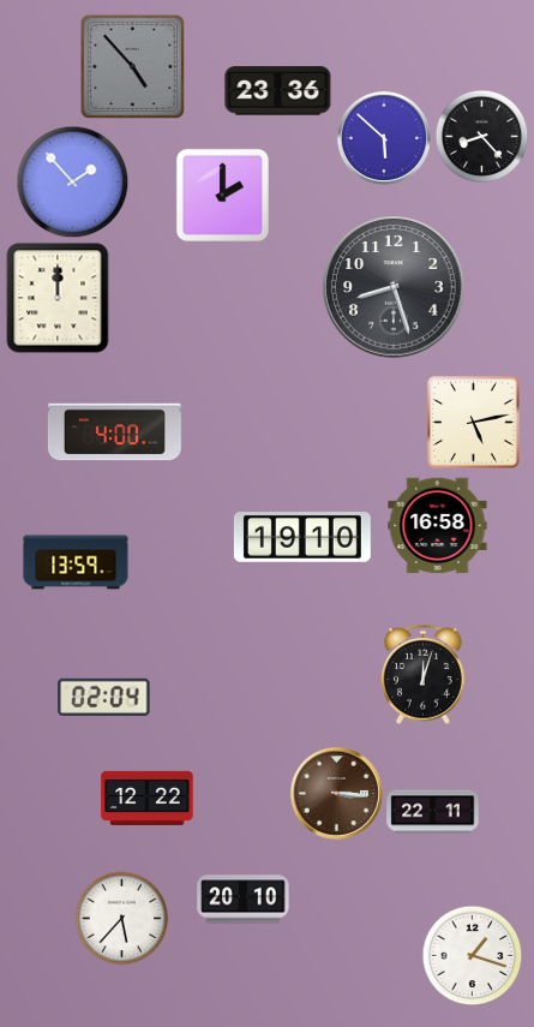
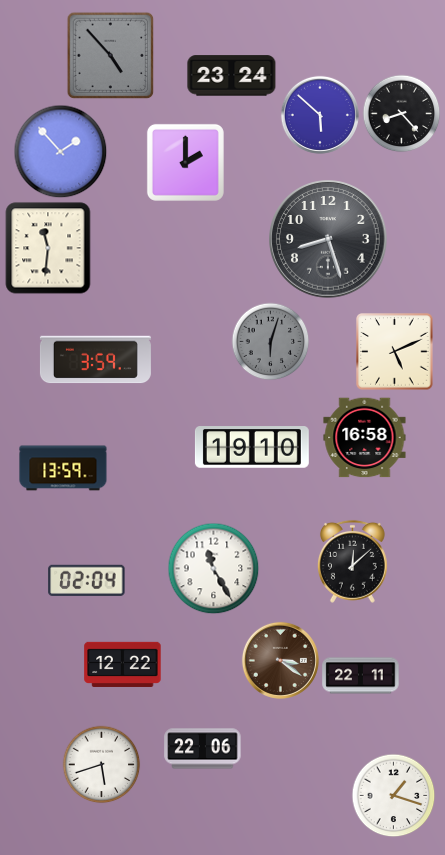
clock at (278, 91): 23:36 -> 23:24
clock at (58, 298): 12:00 -> 11:31
clock at (270, 341): none -> 6:03
clock at (474, 423): 5:13 -> 5:11
clock at (114, 432): 4:00 -> 3:59
clock at (422, 674): 12:03 -> 12:08
clock at (213, 568): none -> 11:25
clock at (336, 793): 3:16 -> 3:21
clock at (244, 900): 20:10 -> 22:06
clock at (121, 918): 5:37 -> 5:42
